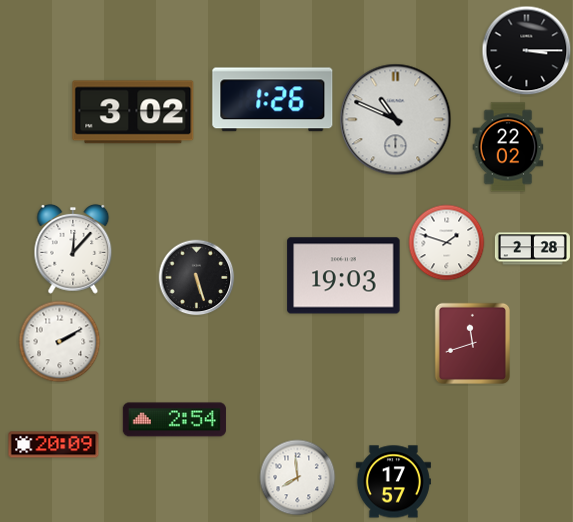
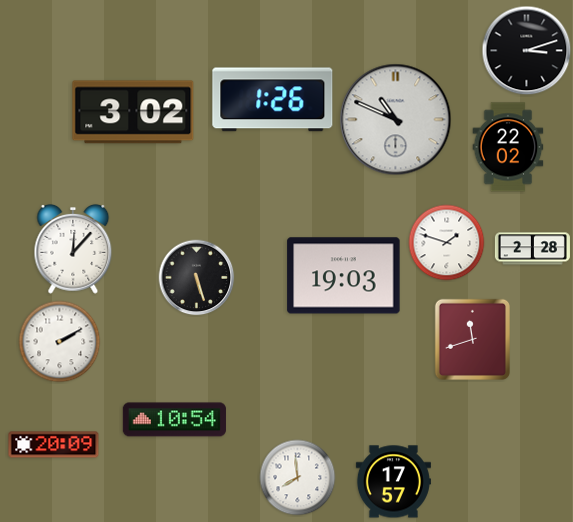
clock at (527, 51): 3:15 -> 3:12
clock at (472, 343) position: (472, 343) -> (472, 339)
clock at (174, 420): 2:54 -> 10:54
